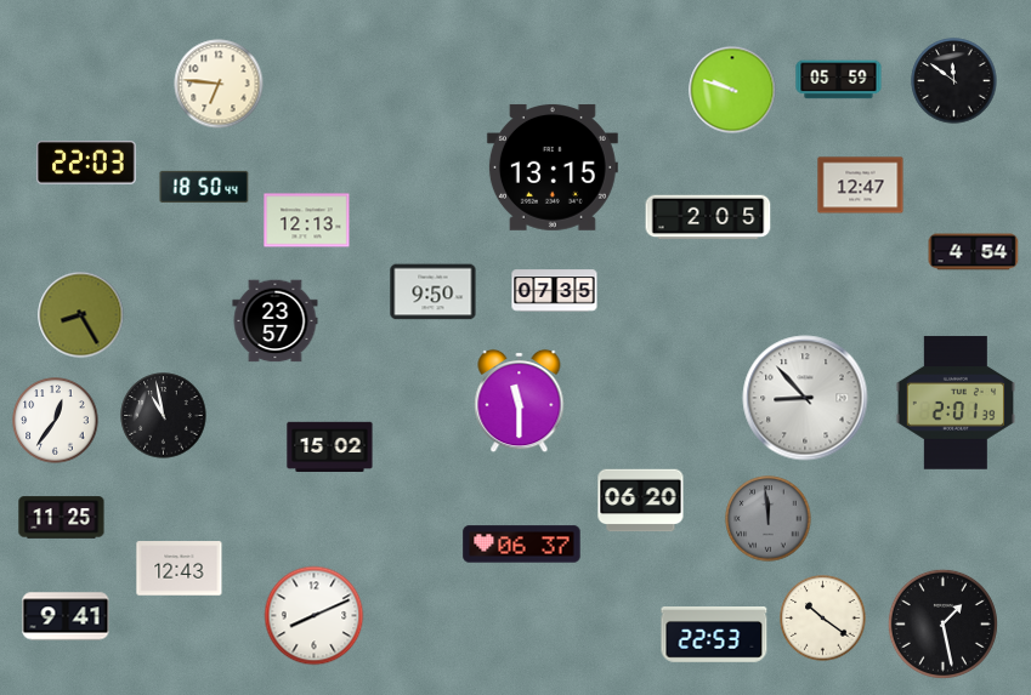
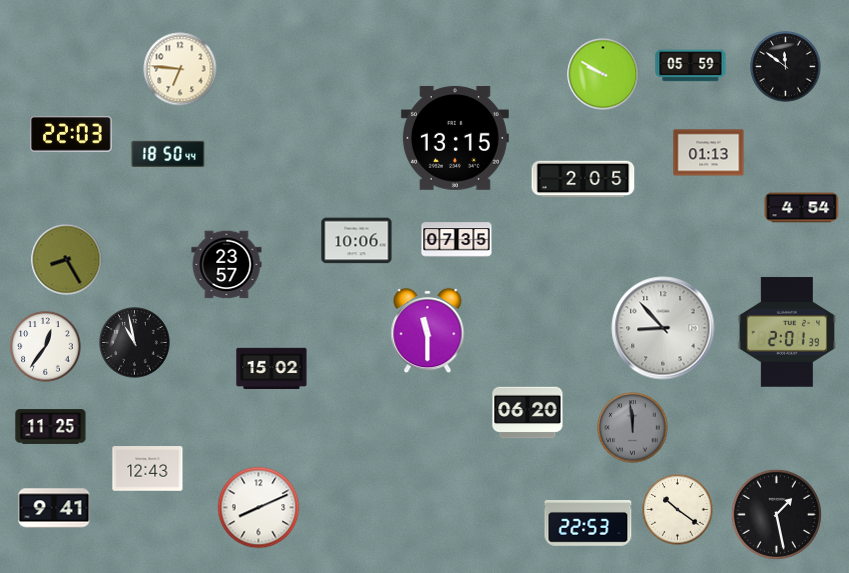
clock at (732, 90): 9:48 -> 9:50
clock at (861, 186): 12:47 -> 01:13
clock at (307, 221): 12:13 -> none
clock at (434, 292): 9:50 -> 10:06
clock at (522, 545): 06:37 -> none
